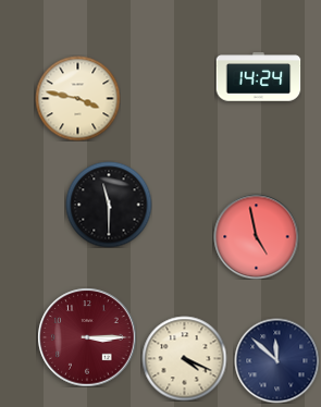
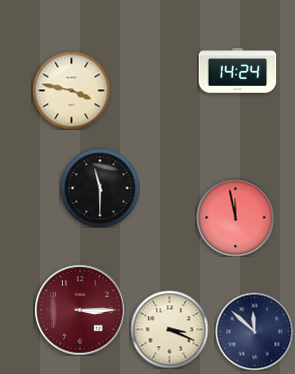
clock at (256, 236): 4:58 -> 11:58
clock at (184, 358): 4:19 -> 3:19
